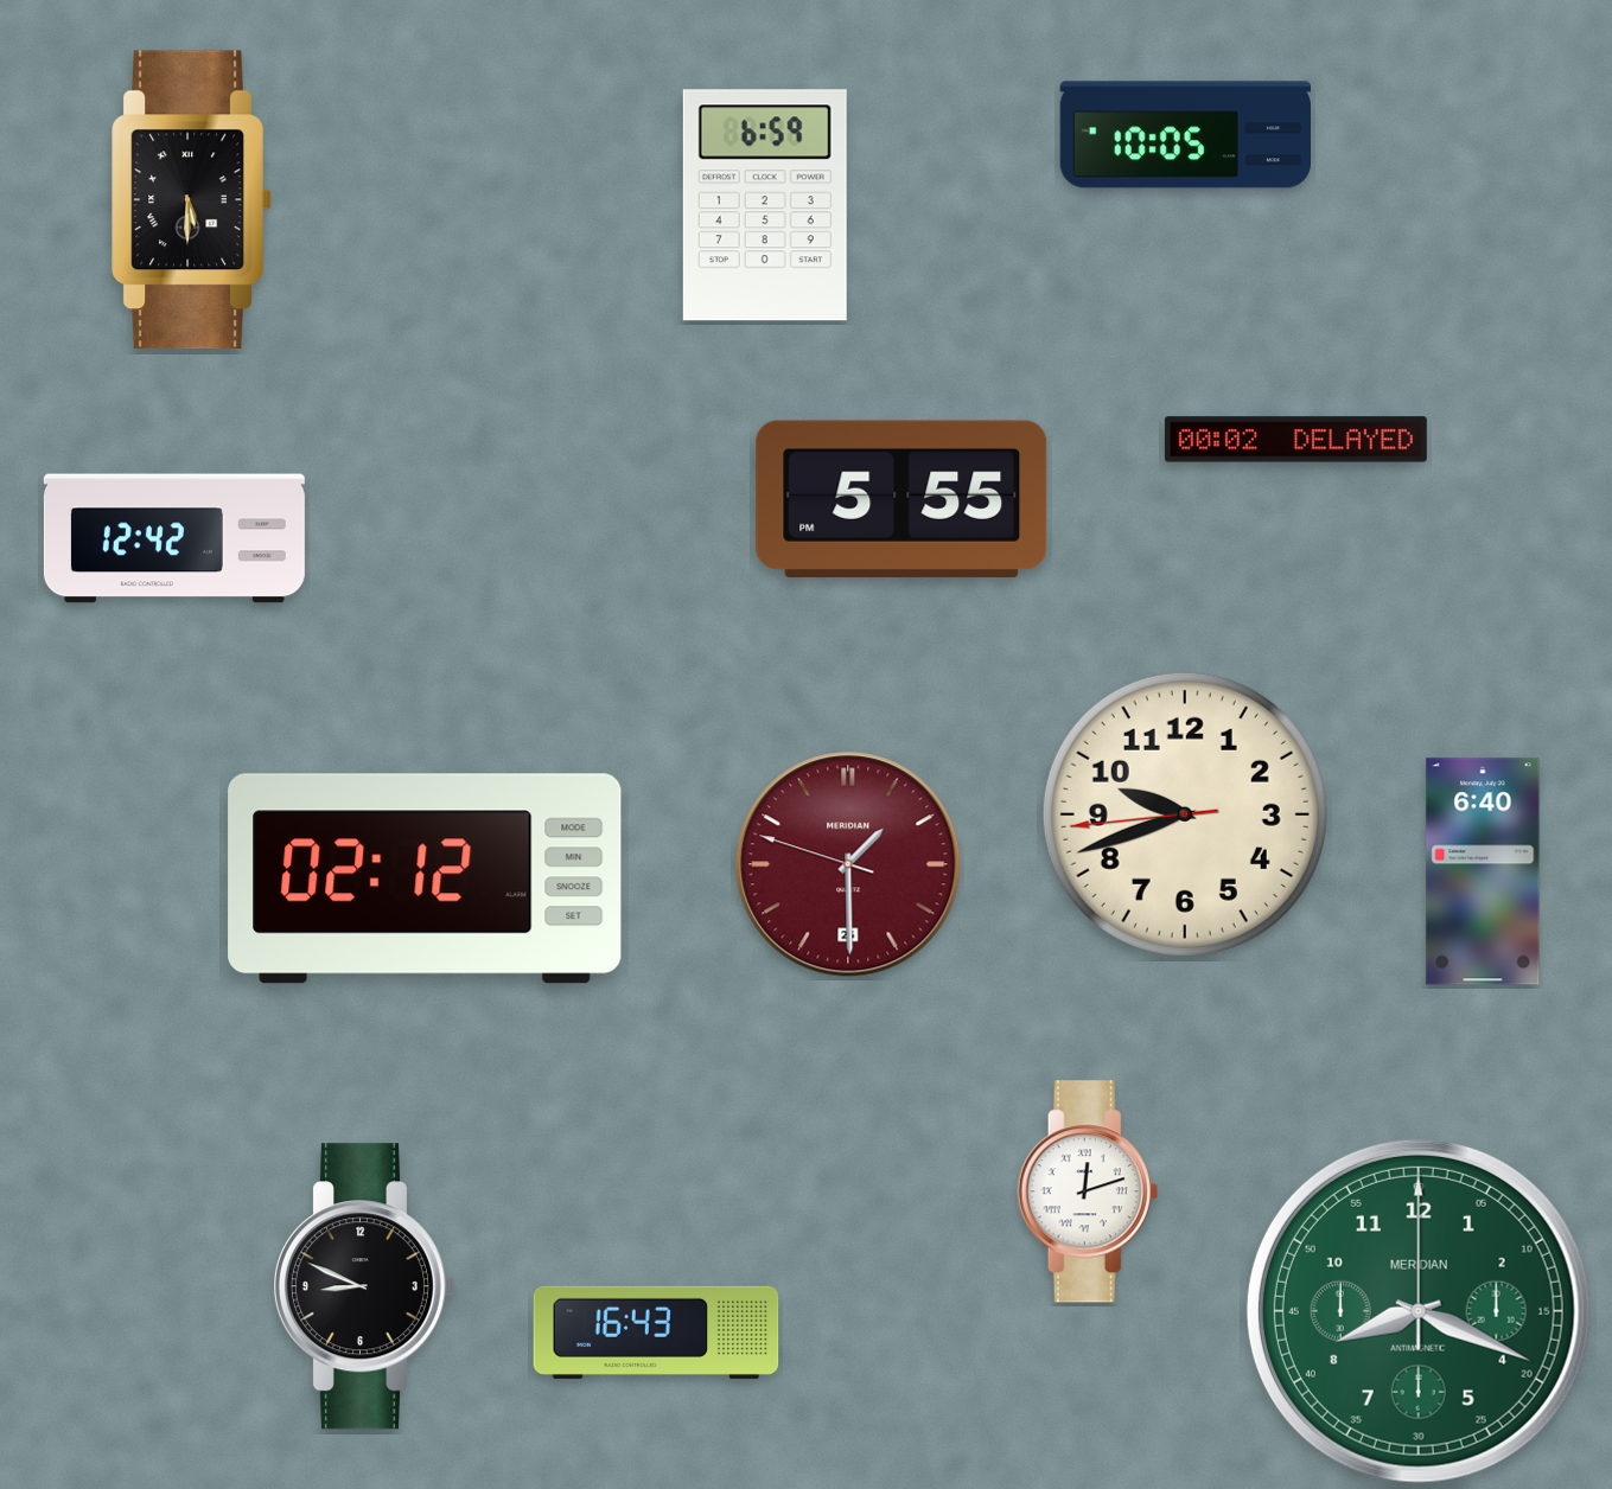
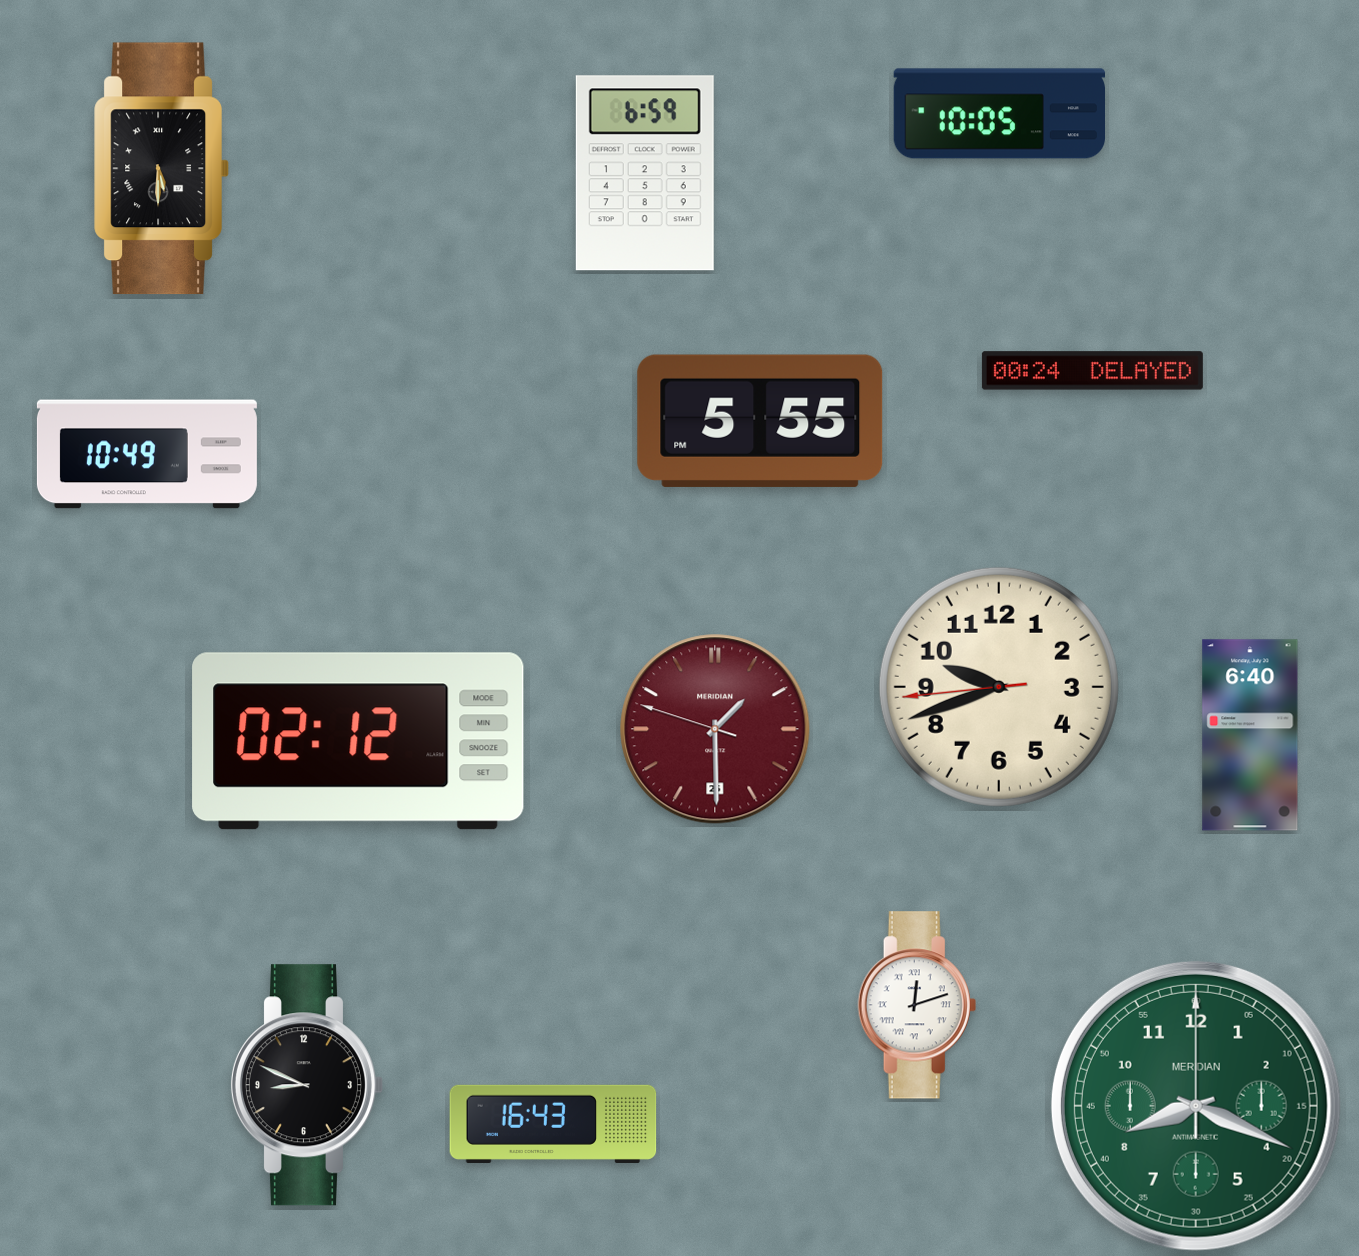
clock at (1295, 440): 00:02 -> 00:24
clock at (174, 538): 12:42 -> 10:49
